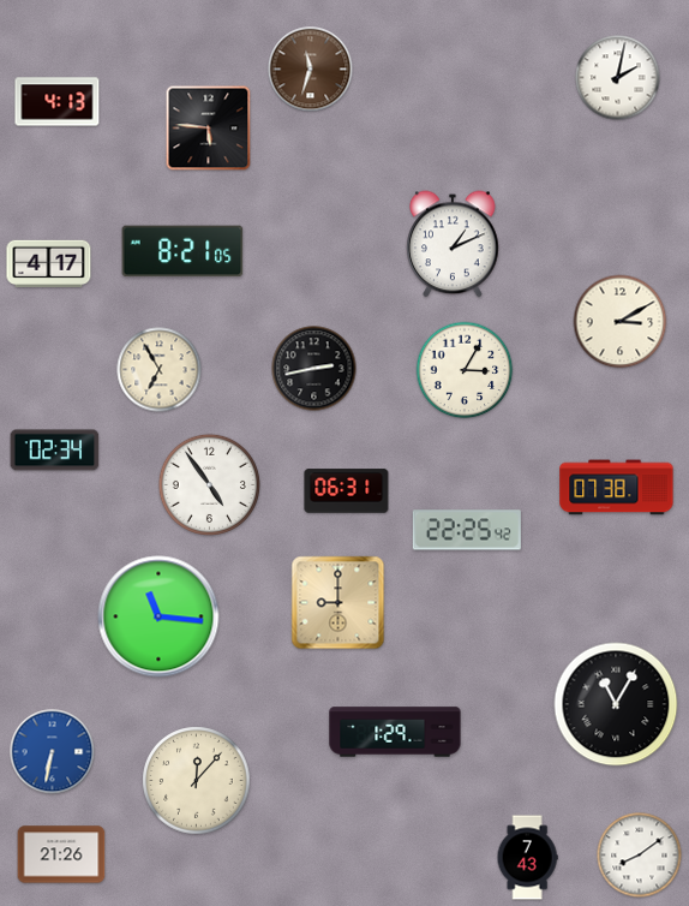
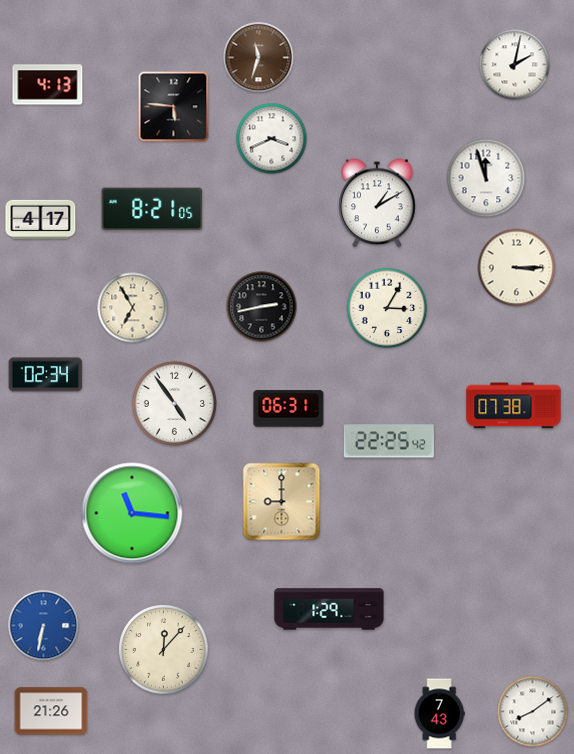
clock at (272, 139): none -> 3:41
clock at (486, 178): none -> 11:57
clock at (453, 244): 1:11 -> 1:10
clock at (621, 322): 3:10 -> 3:15
clock at (616, 704): 11:05 -> none
